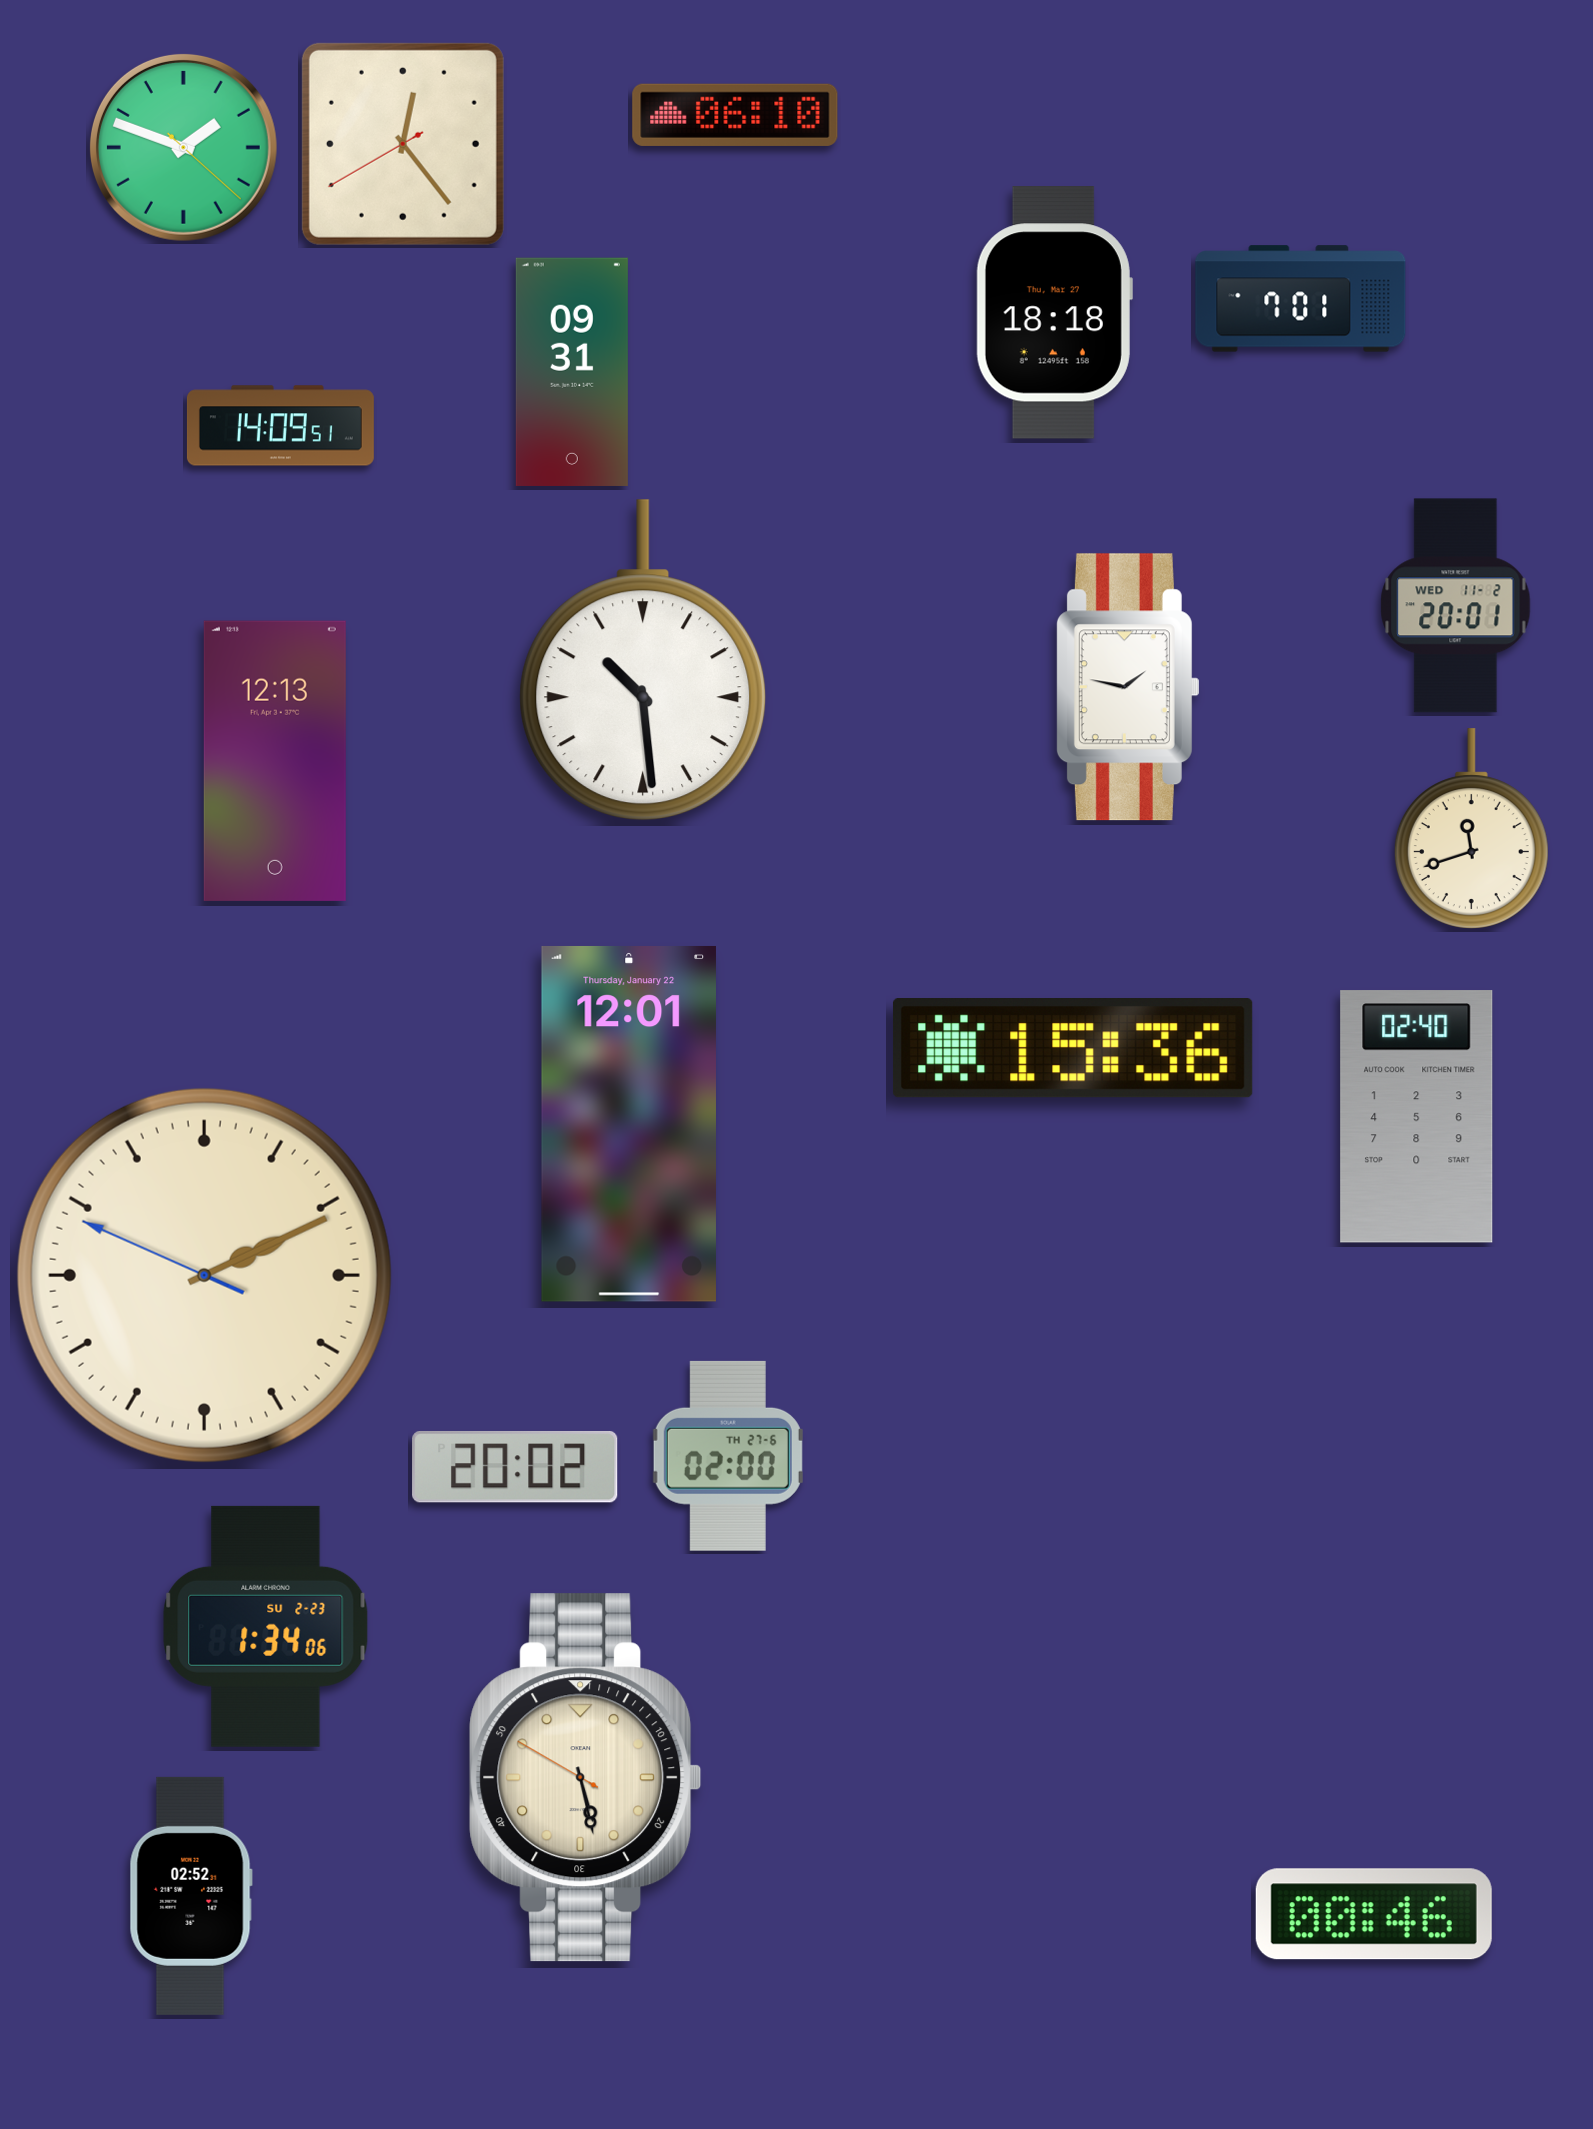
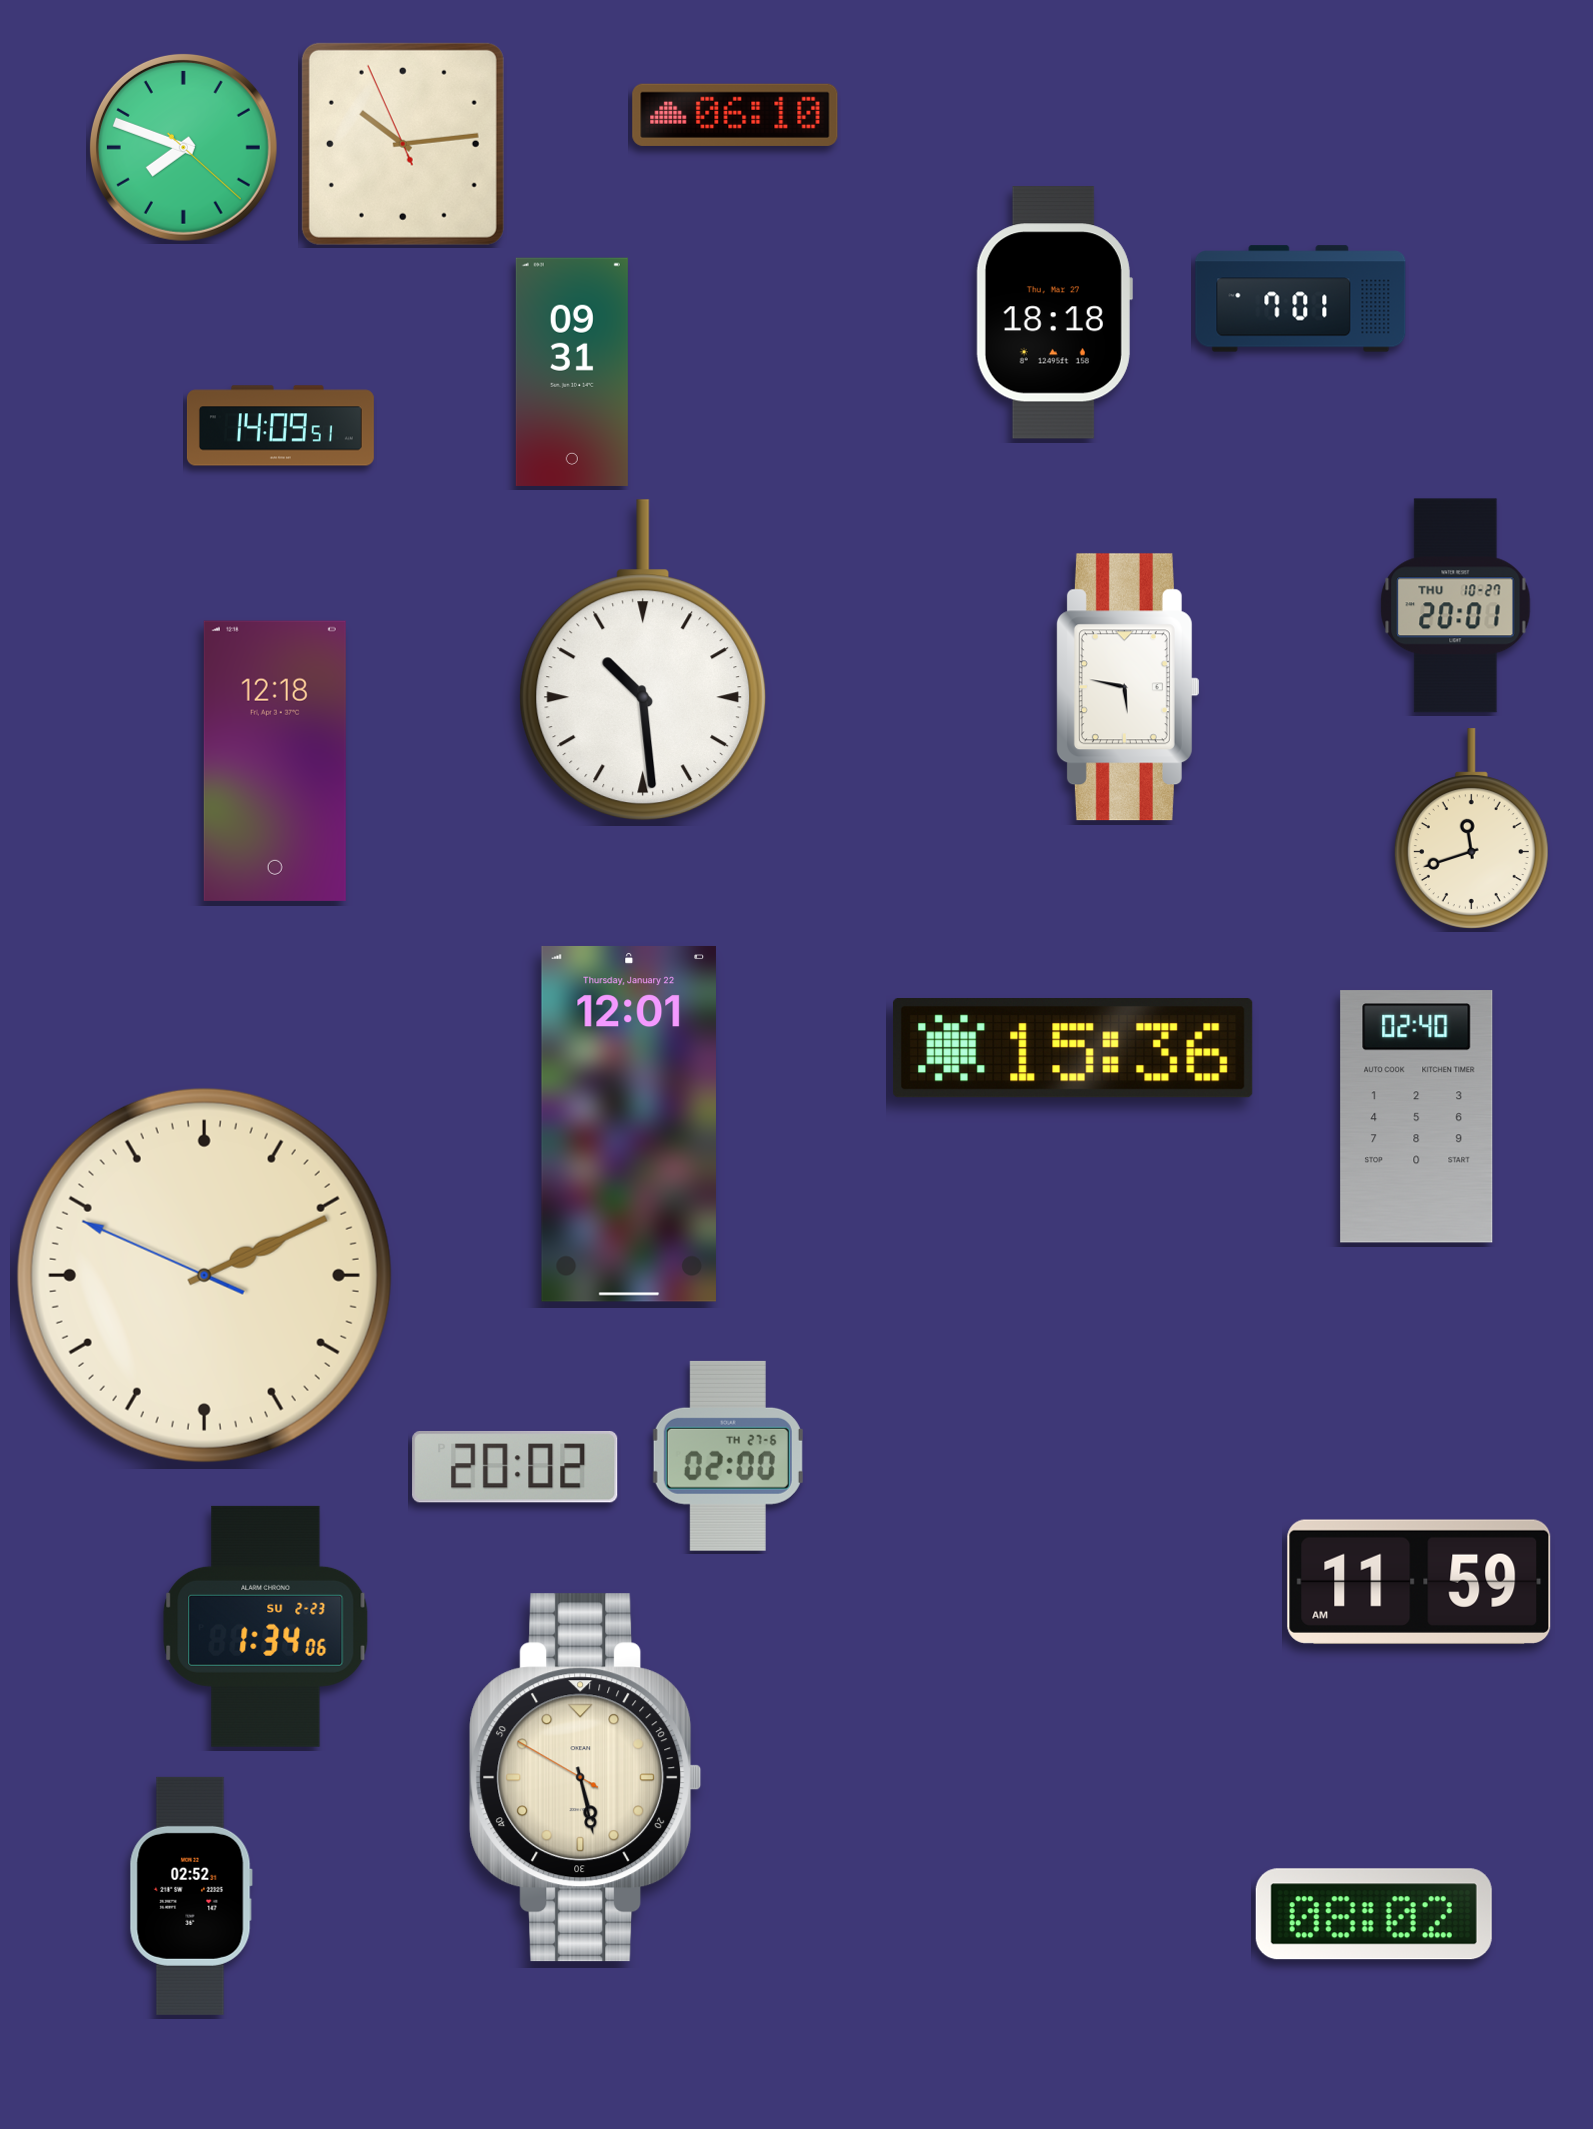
clock at (403, 144): 12:23 -> 10:13
clock at (183, 147): 1:48 -> 7:48
clock at (1456, 606) date: WED 11-2 -> THU 10-27
clock at (1128, 687): 1:47 -> 5:47
clock at (275, 761): 12:13 -> 12:18
clock at (1419, 1582): none -> 11:59
clock at (1374, 1914): 00:46 -> 08:02
